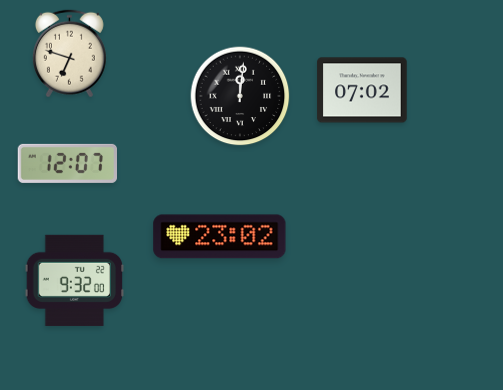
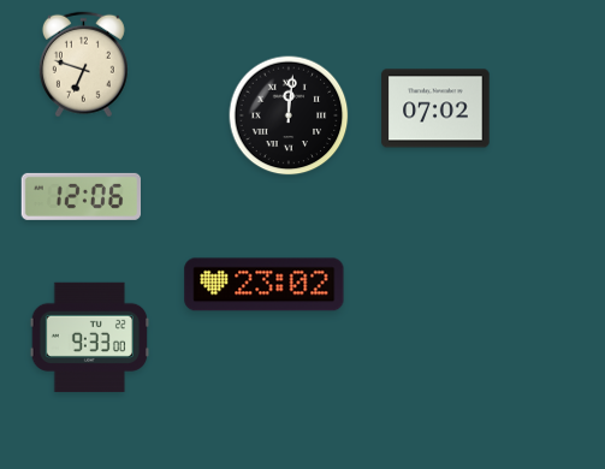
clock at (67, 163): 12:07 -> 12:06
clock at (74, 280): 9:32 -> 9:33
